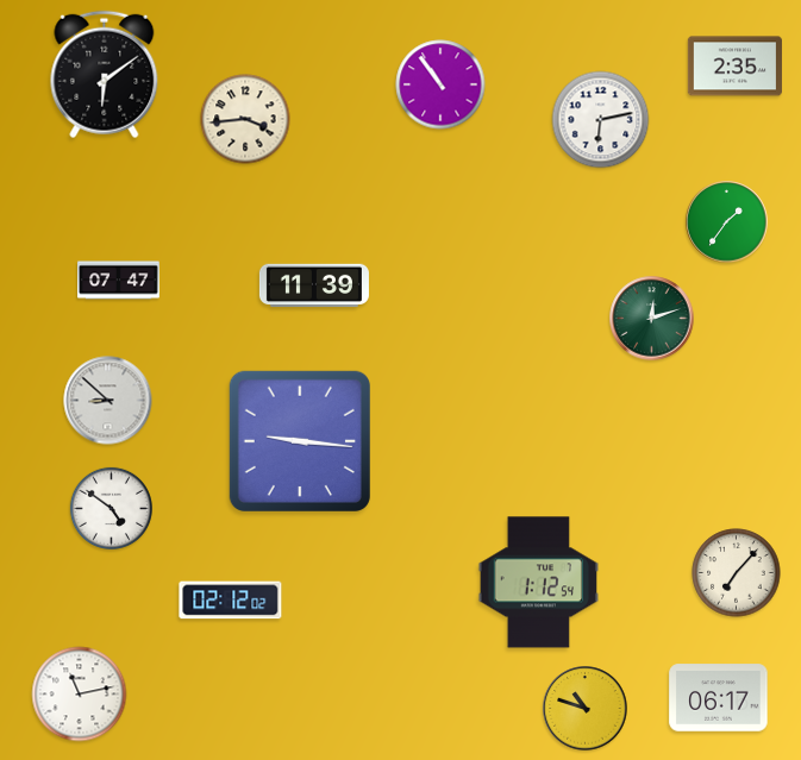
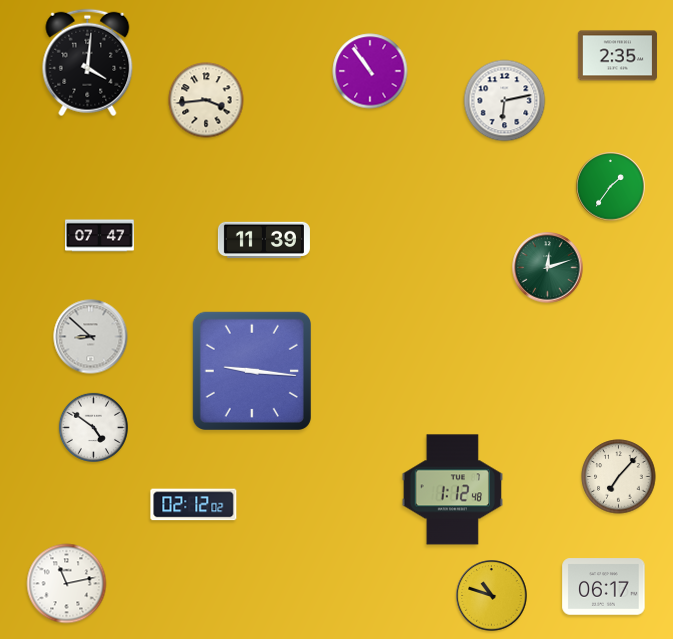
clock at (105, 75): 6:09 -> 4:01
clock at (737, 573) position: (737, 573) -> (619, 477)
clock at (538, 583): 1:12:54 -> 1:12:48
